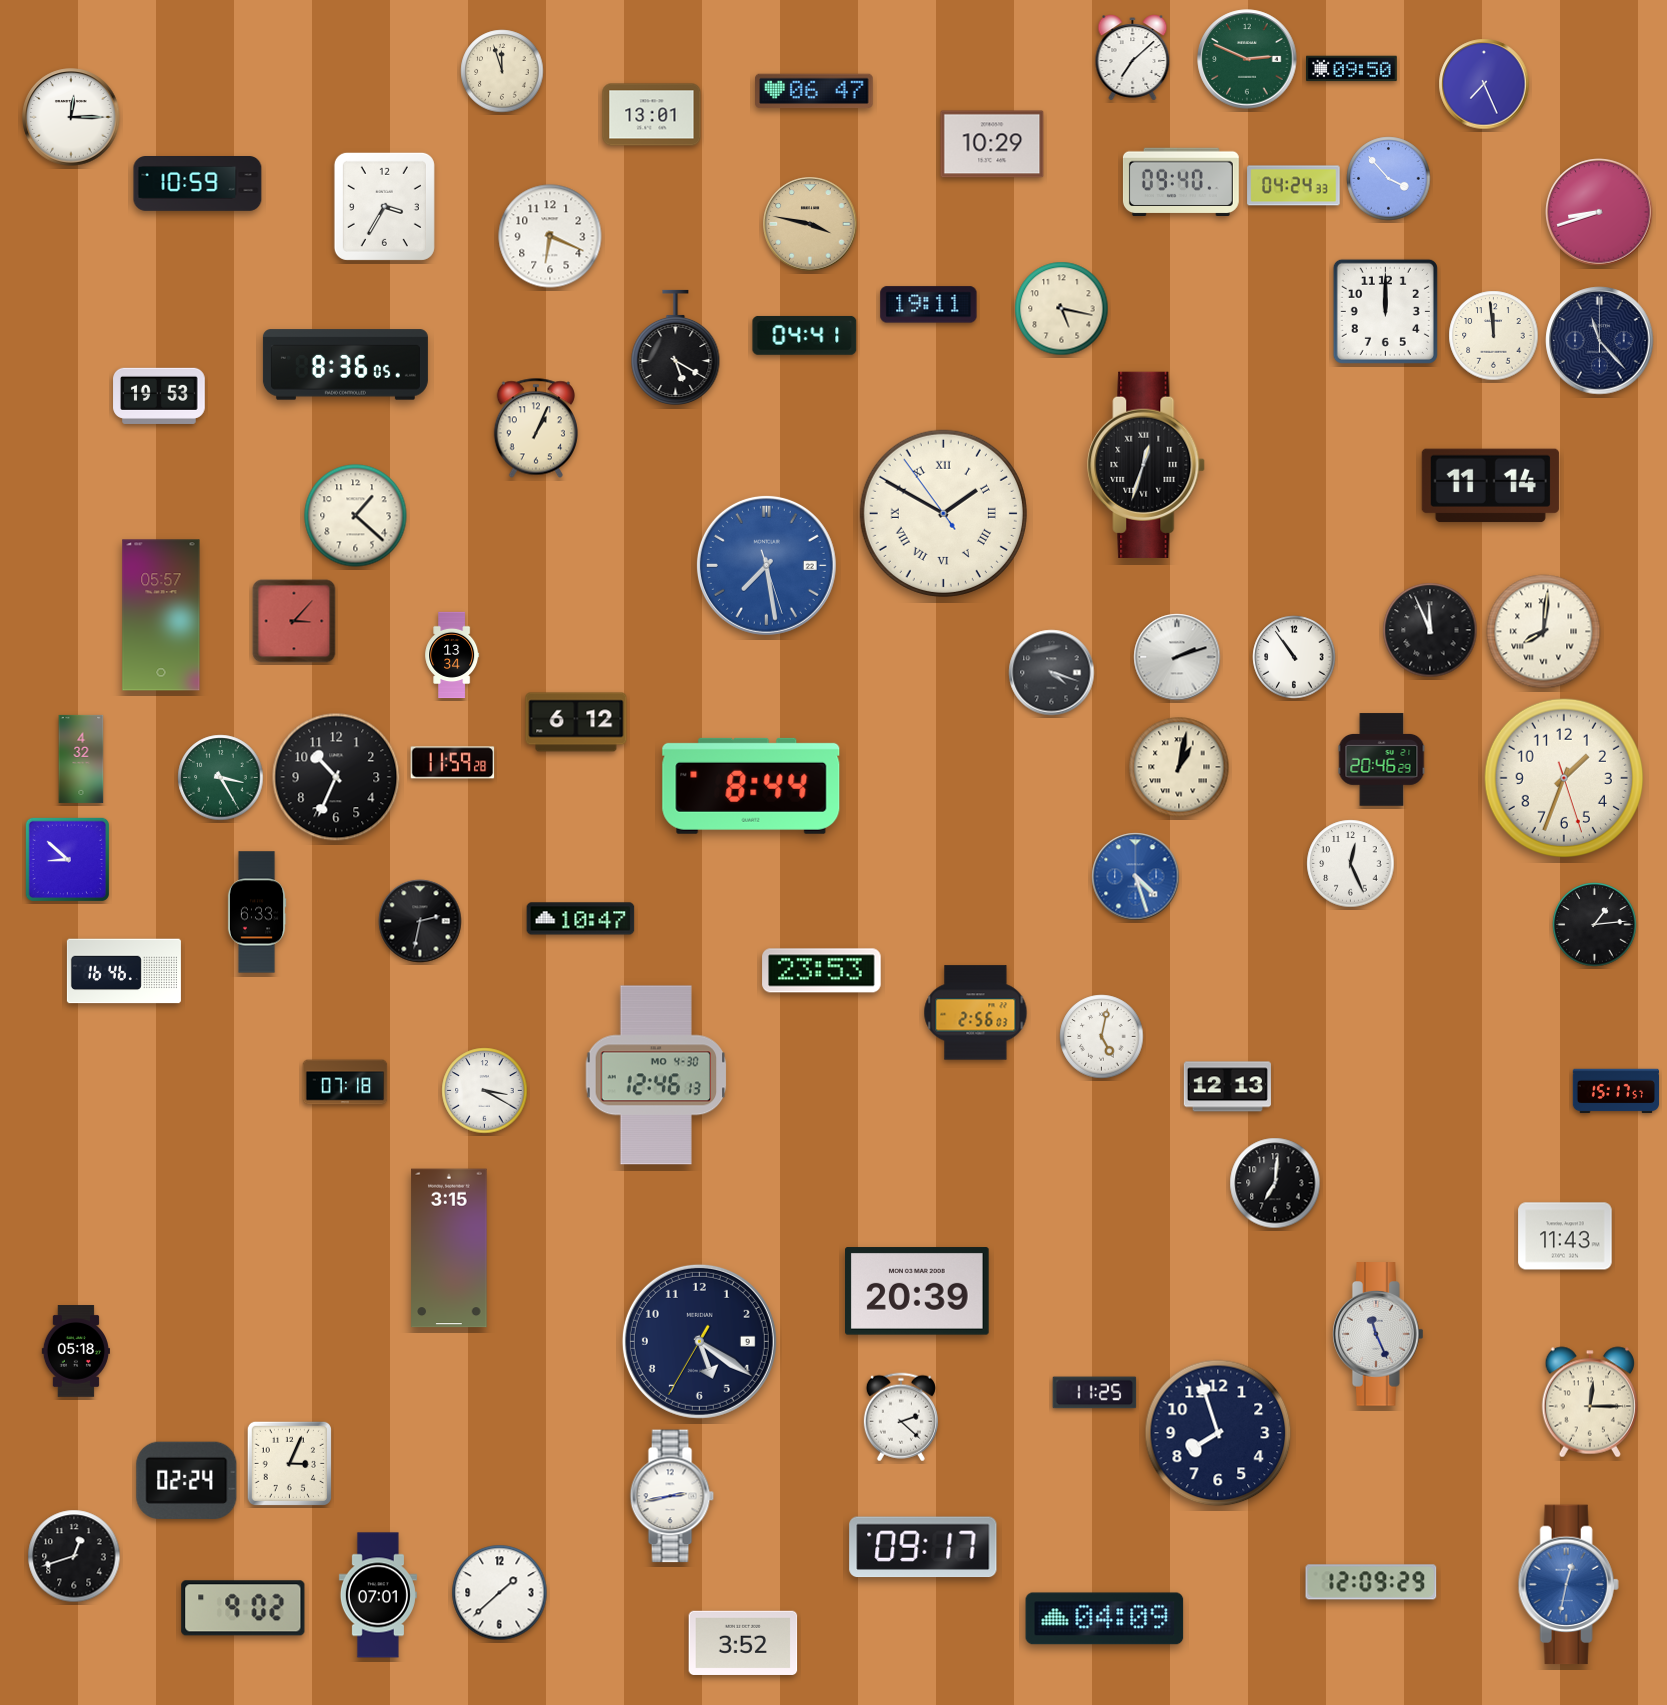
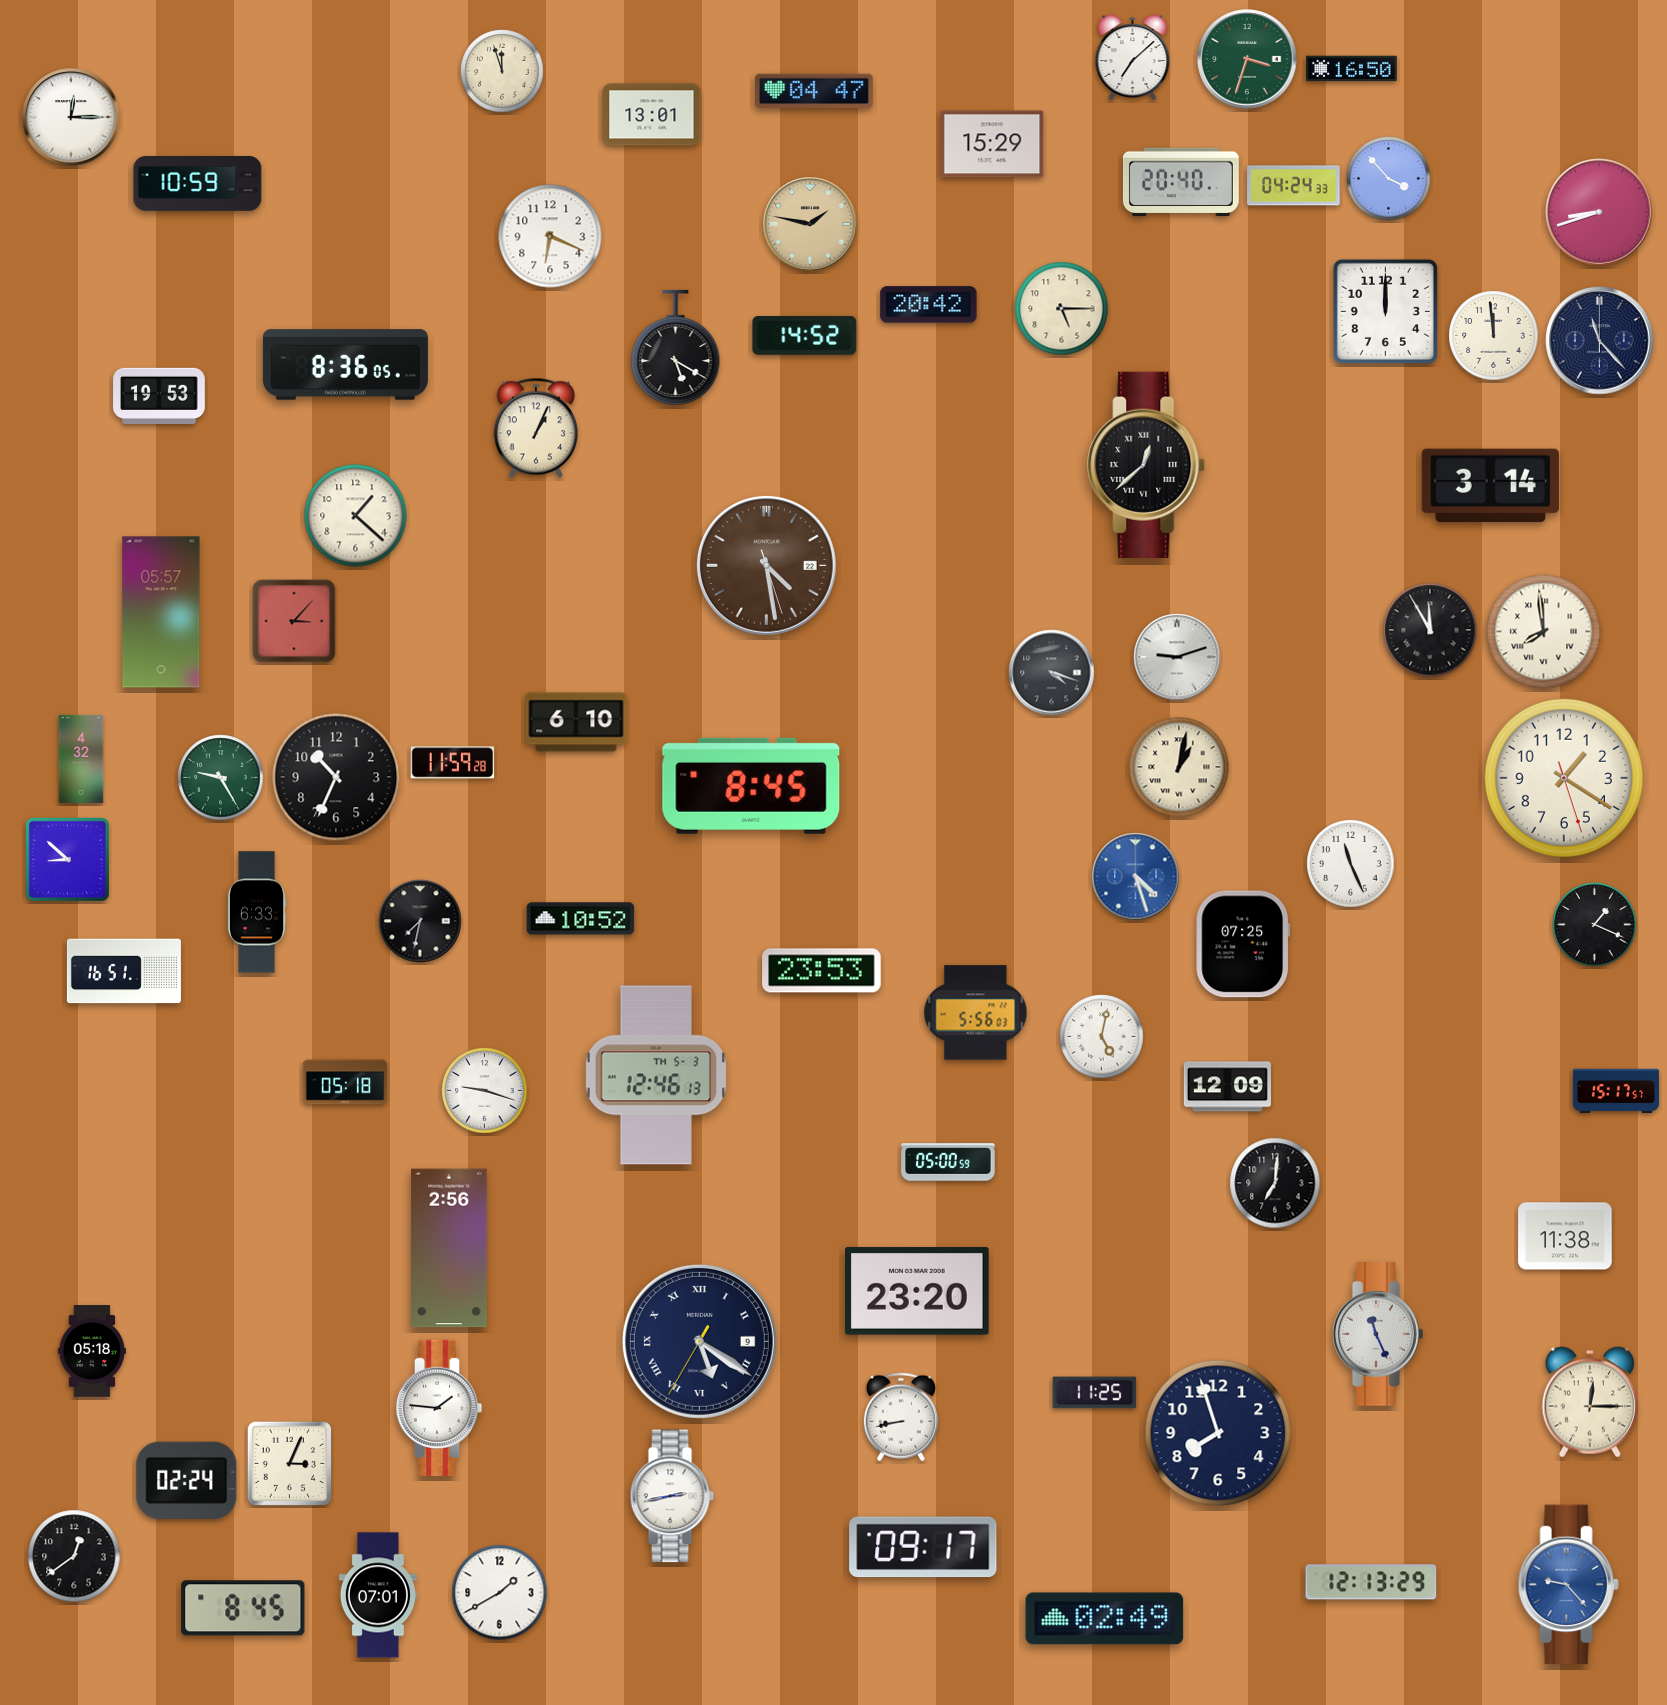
clock at (1247, 59): 2:49 -> 3:33
clock at (1352, 69): 09:50 -> 16:50
clock at (1484, 84): 7:26 -> none
clock at (814, 91): 06:47 -> 04:47
clock at (992, 144): 10:29 -> 15:29
clock at (1181, 182): 09:40 -> 20:40
clock at (384, 206): 3:35 -> none
clock at (810, 224): 3:47 -> 1:47
clock at (929, 305): 19:11 -> 20:42
clock at (1062, 309): 5:17 -> 5:15
clock at (805, 335): 04:41 -> 14:52
clock at (1147, 465): 12:33 -> 12:38
clock at (1490, 486): 11:14 -> 3:14
clock at (943, 513): 1:49 -> none
clock at (766, 565): 7:28 -> 4:28
clock at (766, 565) dial: blue -> brown
clock at (161, 615) position: (161, 615) -> (161, 612)
clock at (1430, 630): 11:56 -> 11:55
clock at (1544, 632): 8:01 -> 7:59
clock at (452, 655): 13:34 -> none
clock at (1177, 657): 2:12 -> 9:12
clock at (1294, 657): 10:54 -> none
clock at (576, 722): 6:12 -> 6:10
clock at (1382, 760): 20:46 -> none
clock at (1563, 777): 1:33 -> 1:20
clock at (221, 778): 3:25 -> 9:25
clock at (751, 786): 8:44 -> 8:45
clock at (1351, 864): 12:26 -> 11:26
clock at (581, 919): 10:47 -> 10:52
clock at (420, 921): 2:32 -> 7:32
clock at (1595, 925): 1:14 -> 1:19
clock at (1242, 944): none -> 07:25
clock at (124, 971): 16:46 -> 16:51
clock at (976, 1013): 2:56 -> 5:56
clock at (656, 1075) date: MO 4-30 -> TH 5-3
clock at (345, 1082): 07:18 -> 05:18
clock at (1227, 1087): 12:13 -> 12:09
clock at (485, 1091): 3:20 -> 9:18
clock at (948, 1162): none -> 05:00
clock at (1565, 1236): 11:43 -> 11:38
clock at (449, 1248): 3:15 -> 2:56
clock at (918, 1291): 20:39 -> 23:20
clock at (699, 1341) numerals: Arabic -> Roman
clock at (75, 1351) position: (75, 1351) -> (91, 1351)
clock at (439, 1407): none -> 1:46
clock at (901, 1417): 2:22 -> 8:43
clock at (74, 1556): 12:42 -> 12:39
clock at (1371, 1582): 12:09 -> 12:13
clock at (1568, 1585): 12:32 -> 9:23
clock at (500, 1593): 1:38 -> 1:40
clock at (243, 1608): 9:02 -> 8:45
clock at (1105, 1619): 04:09 -> 02:49
clock at (743, 1642): 3:52 -> none
